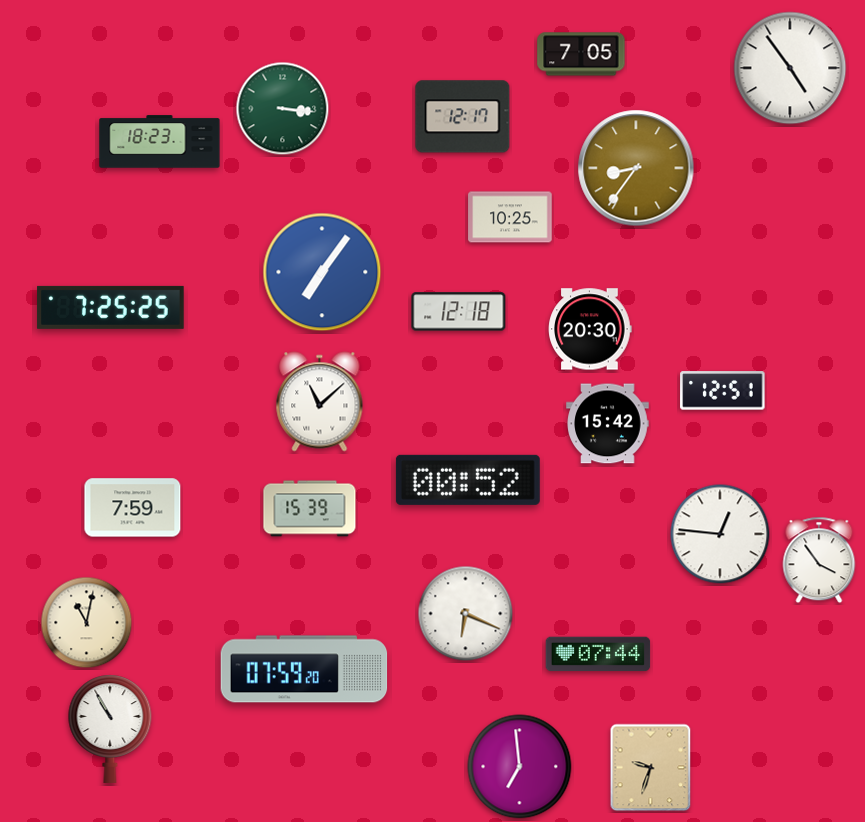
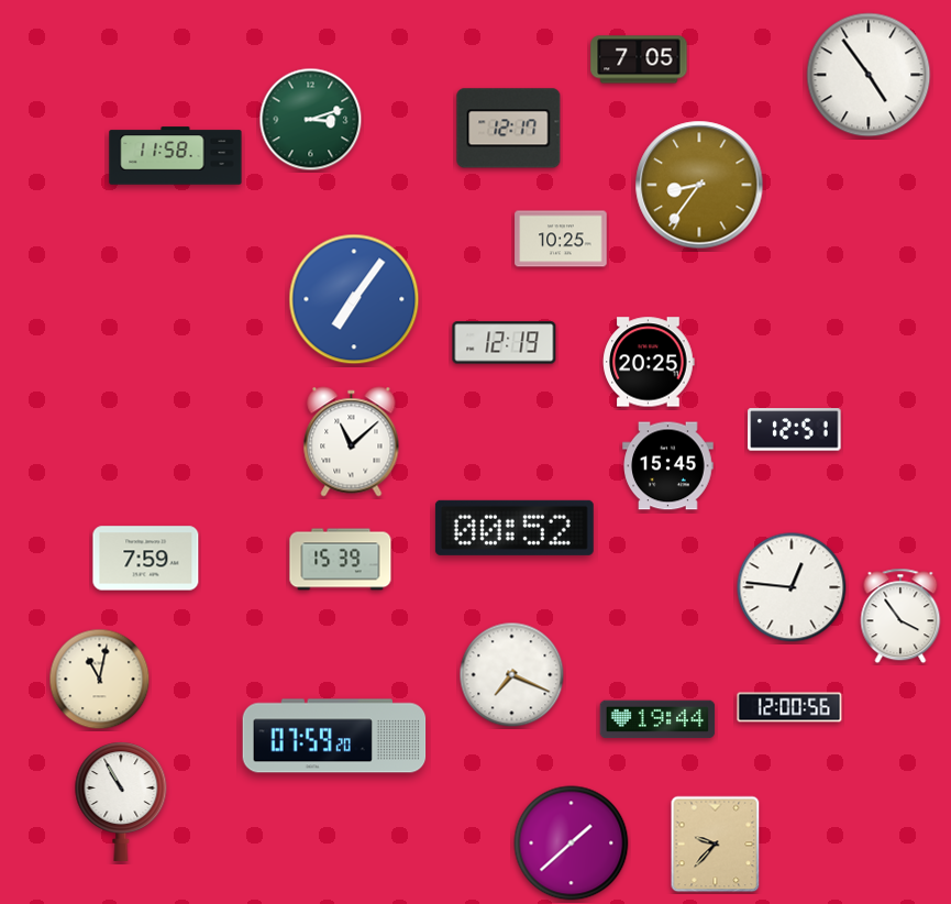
clock at (283, 109): 3:16 -> 3:12
clock at (160, 142): 18:23 -> 11:58
clock at (111, 307): 7:25 -> none
clock at (459, 312): 12:18 -> 12:19
clock at (590, 329): 20:30 -> 20:25
clock at (608, 424): 15:42 -> 15:45
clock at (466, 614): 6:19 -> 7:19
clock at (87, 623) position: (87, 623) -> (100, 680)
clock at (789, 707): none -> 12:00
clock at (598, 654): 07:44 -> 19:44
clock at (520, 767): 6:59 -> 1:38
clock at (651, 768): 9:33 -> 9:37
